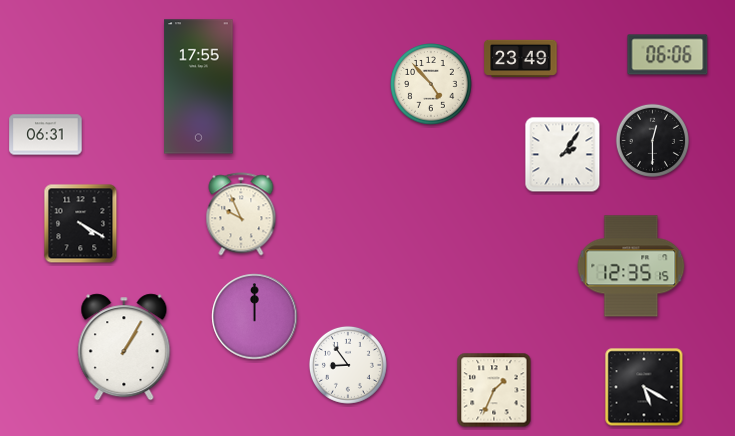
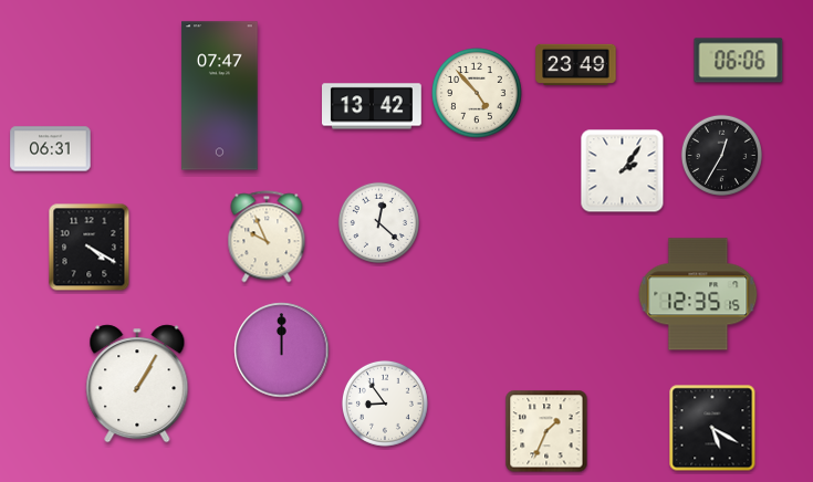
clock at (199, 87): 17:55 -> 07:47
clock at (373, 106): none -> 13:42
clock at (652, 140): 12:30 -> 12:35
clock at (378, 222): none -> 12:22
